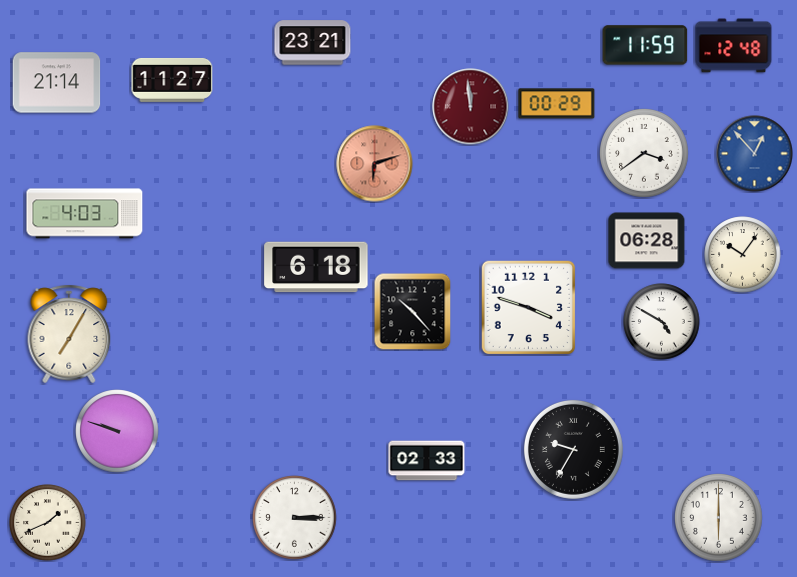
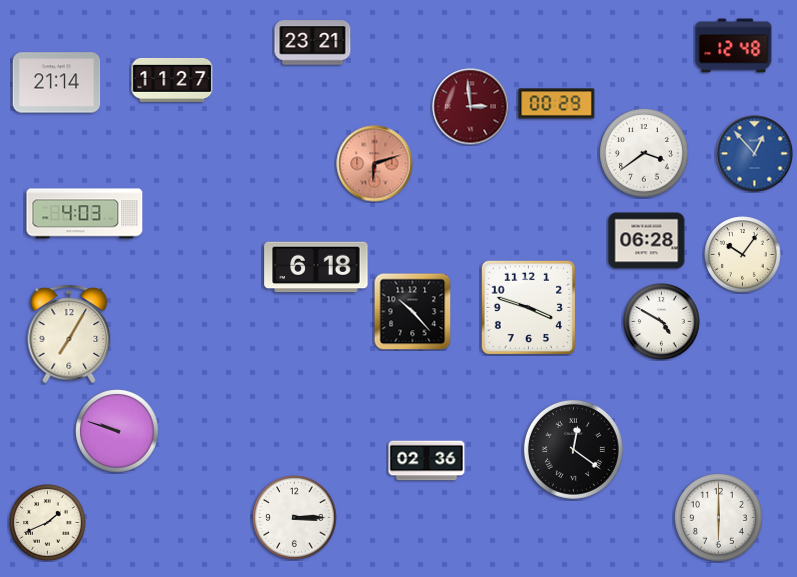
clock at (645, 45): 11:59 -> none
clock at (471, 107): 11:59 -> 2:59
clock at (573, 449): 9:35 -> 12:21
clock at (427, 461): 02:33 -> 02:36
